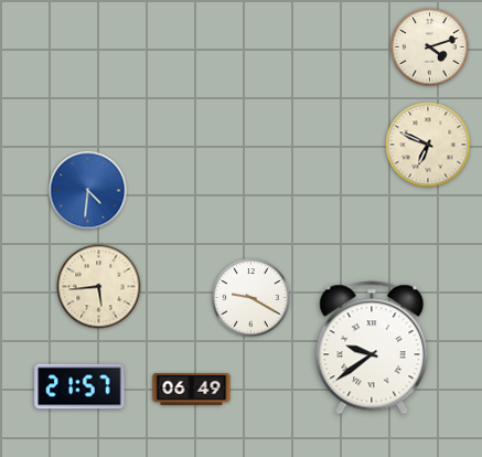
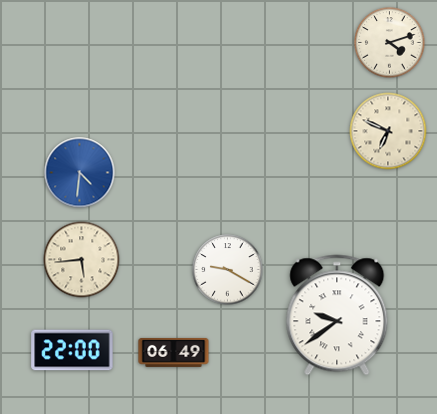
clock at (99, 287) position: (99, 287) -> (82, 260)
clock at (79, 386): 21:57 -> 22:00
